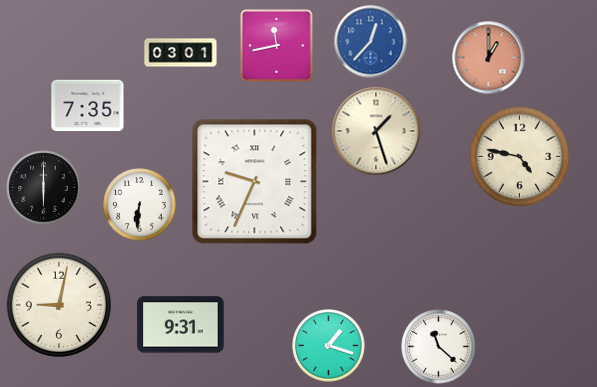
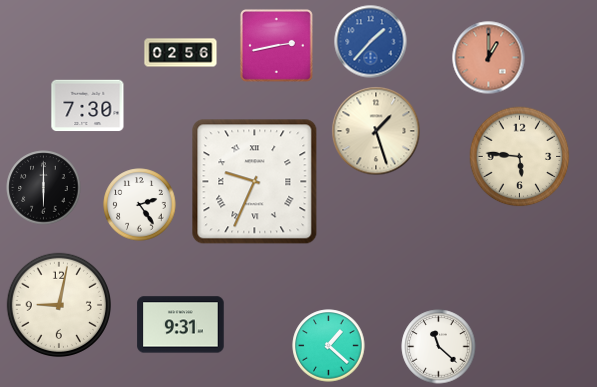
clock at (371, 42): 12:37 -> 1:37
clock at (276, 45): 11:43 -> 2:43
clock at (181, 53): 03:01 -> 02:56
clock at (88, 106): 7:35 -> 7:30
clock at (520, 157): 4:47 -> 5:46
clock at (140, 205): 6:31 -> 2:24
clock at (329, 346): 1:18 -> 1:22
